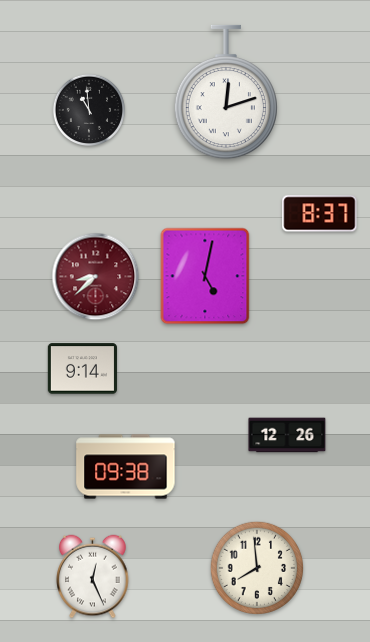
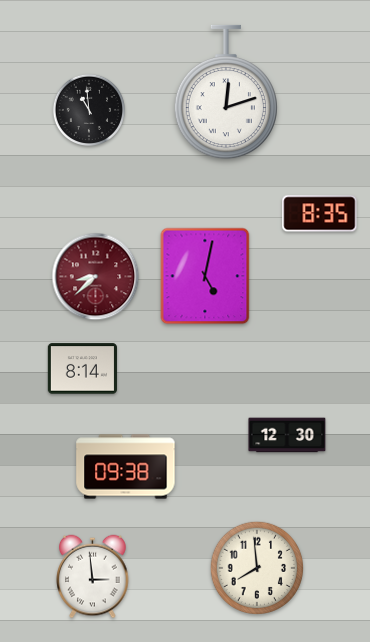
clock at (320, 214): 8:37 -> 8:35
clock at (82, 369): 9:14 -> 8:14
clock at (287, 435): 12:26 -> 12:30
clock at (93, 577): 12:26 -> 2:59
